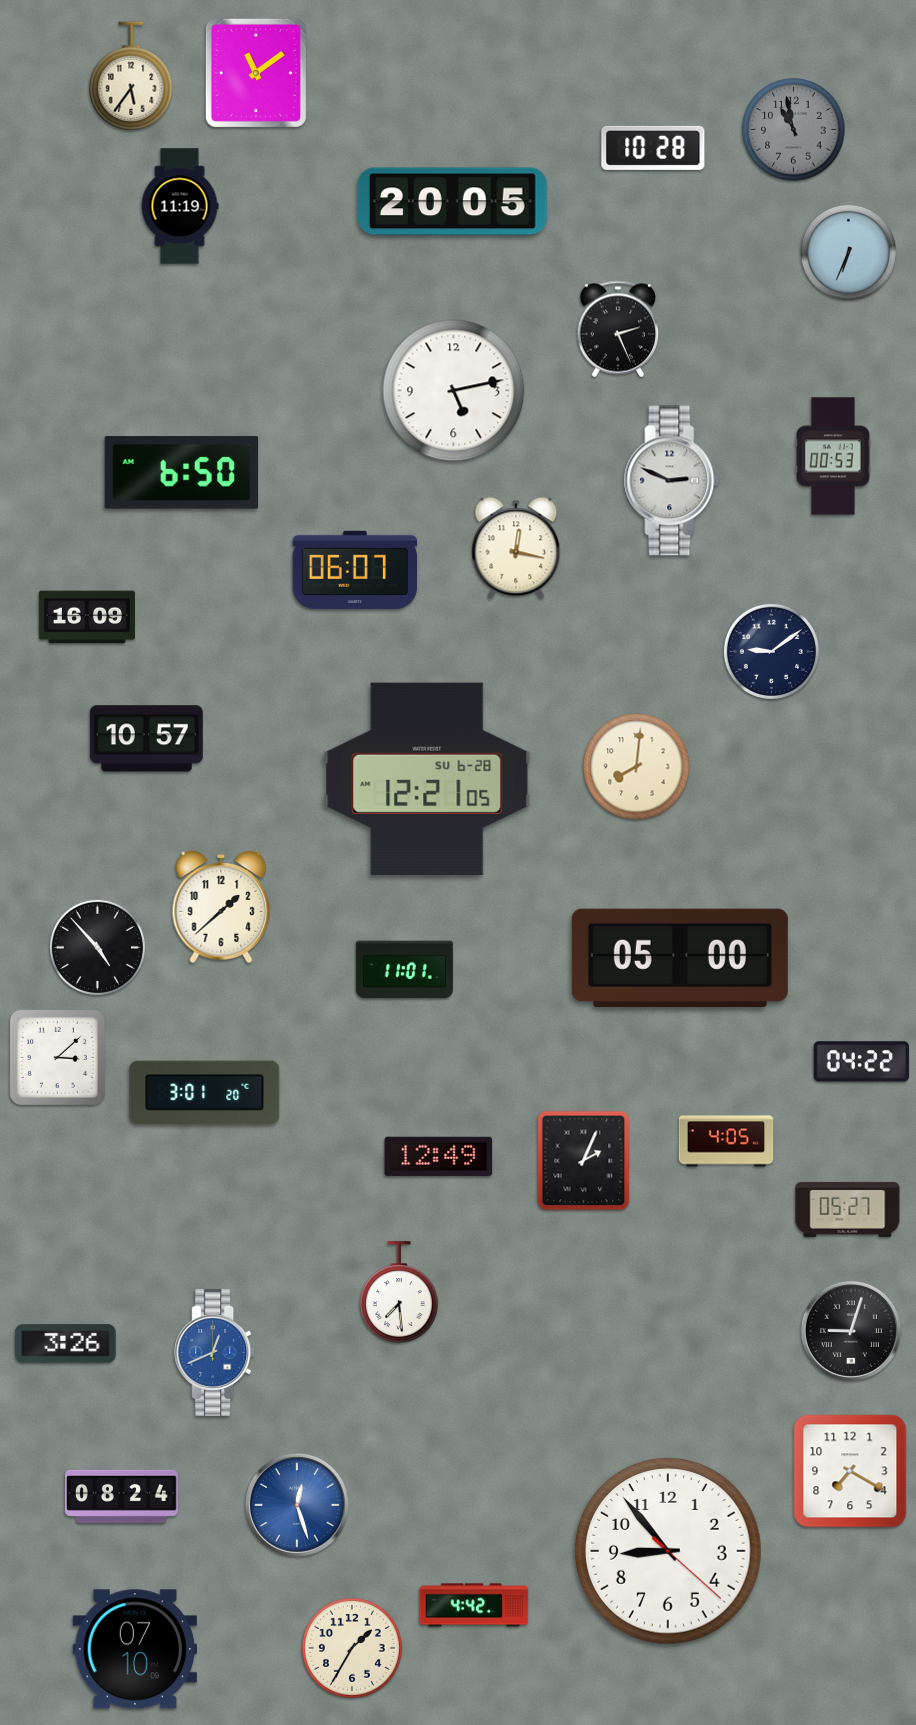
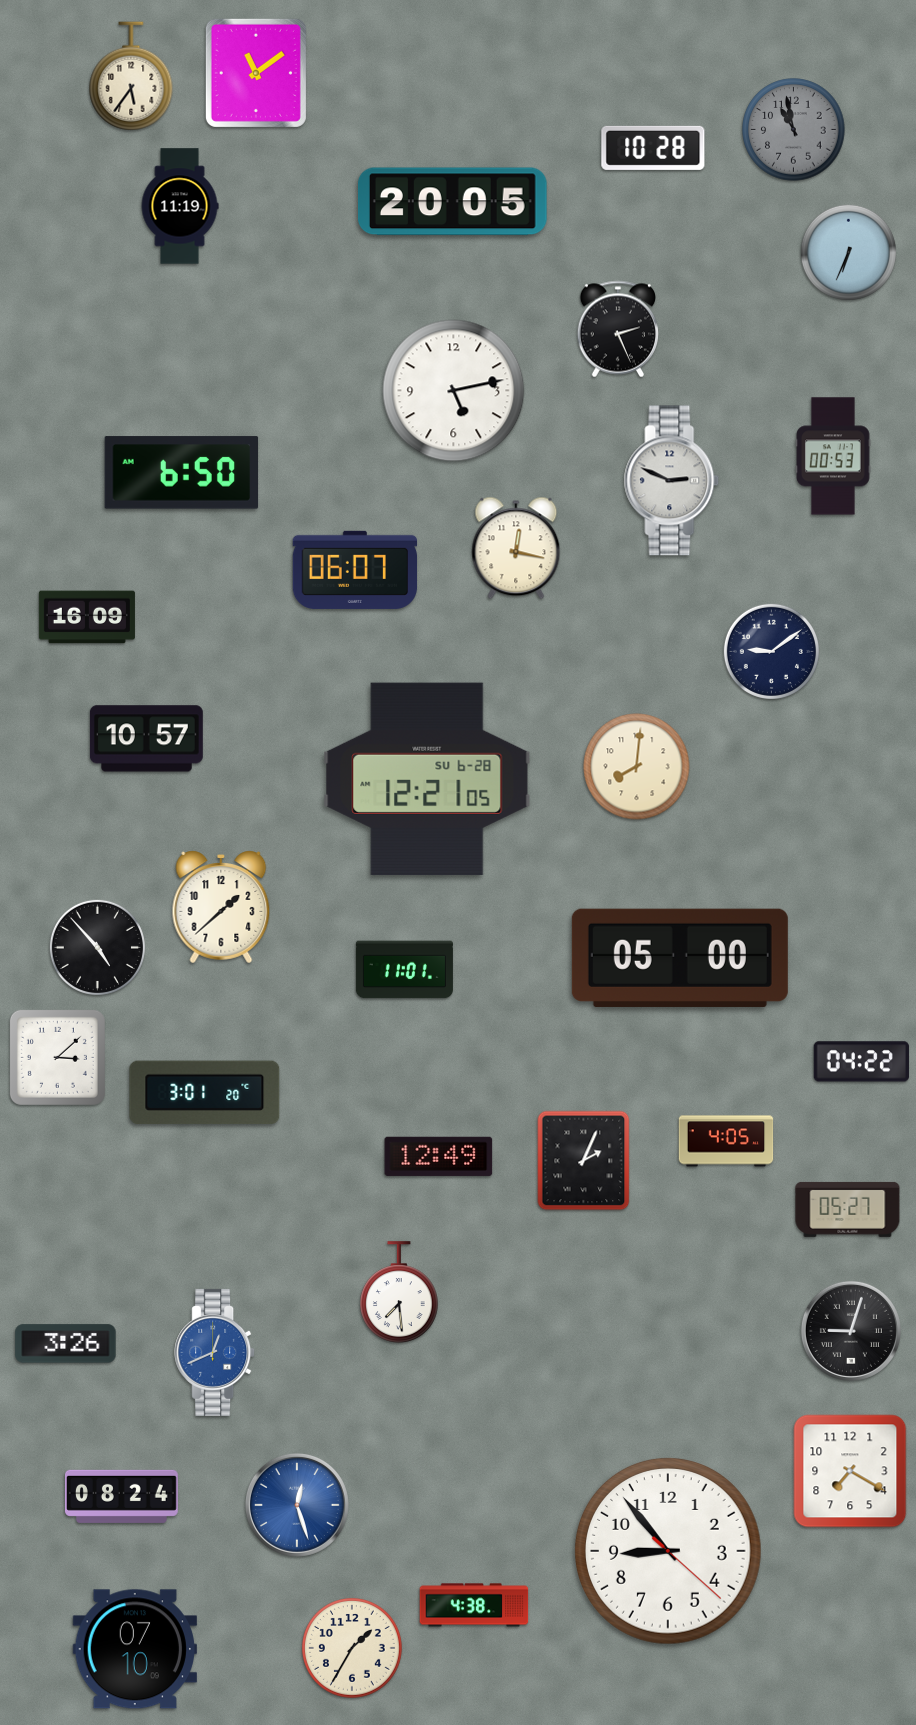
clock at (474, 1605): 4:42 -> 4:38
